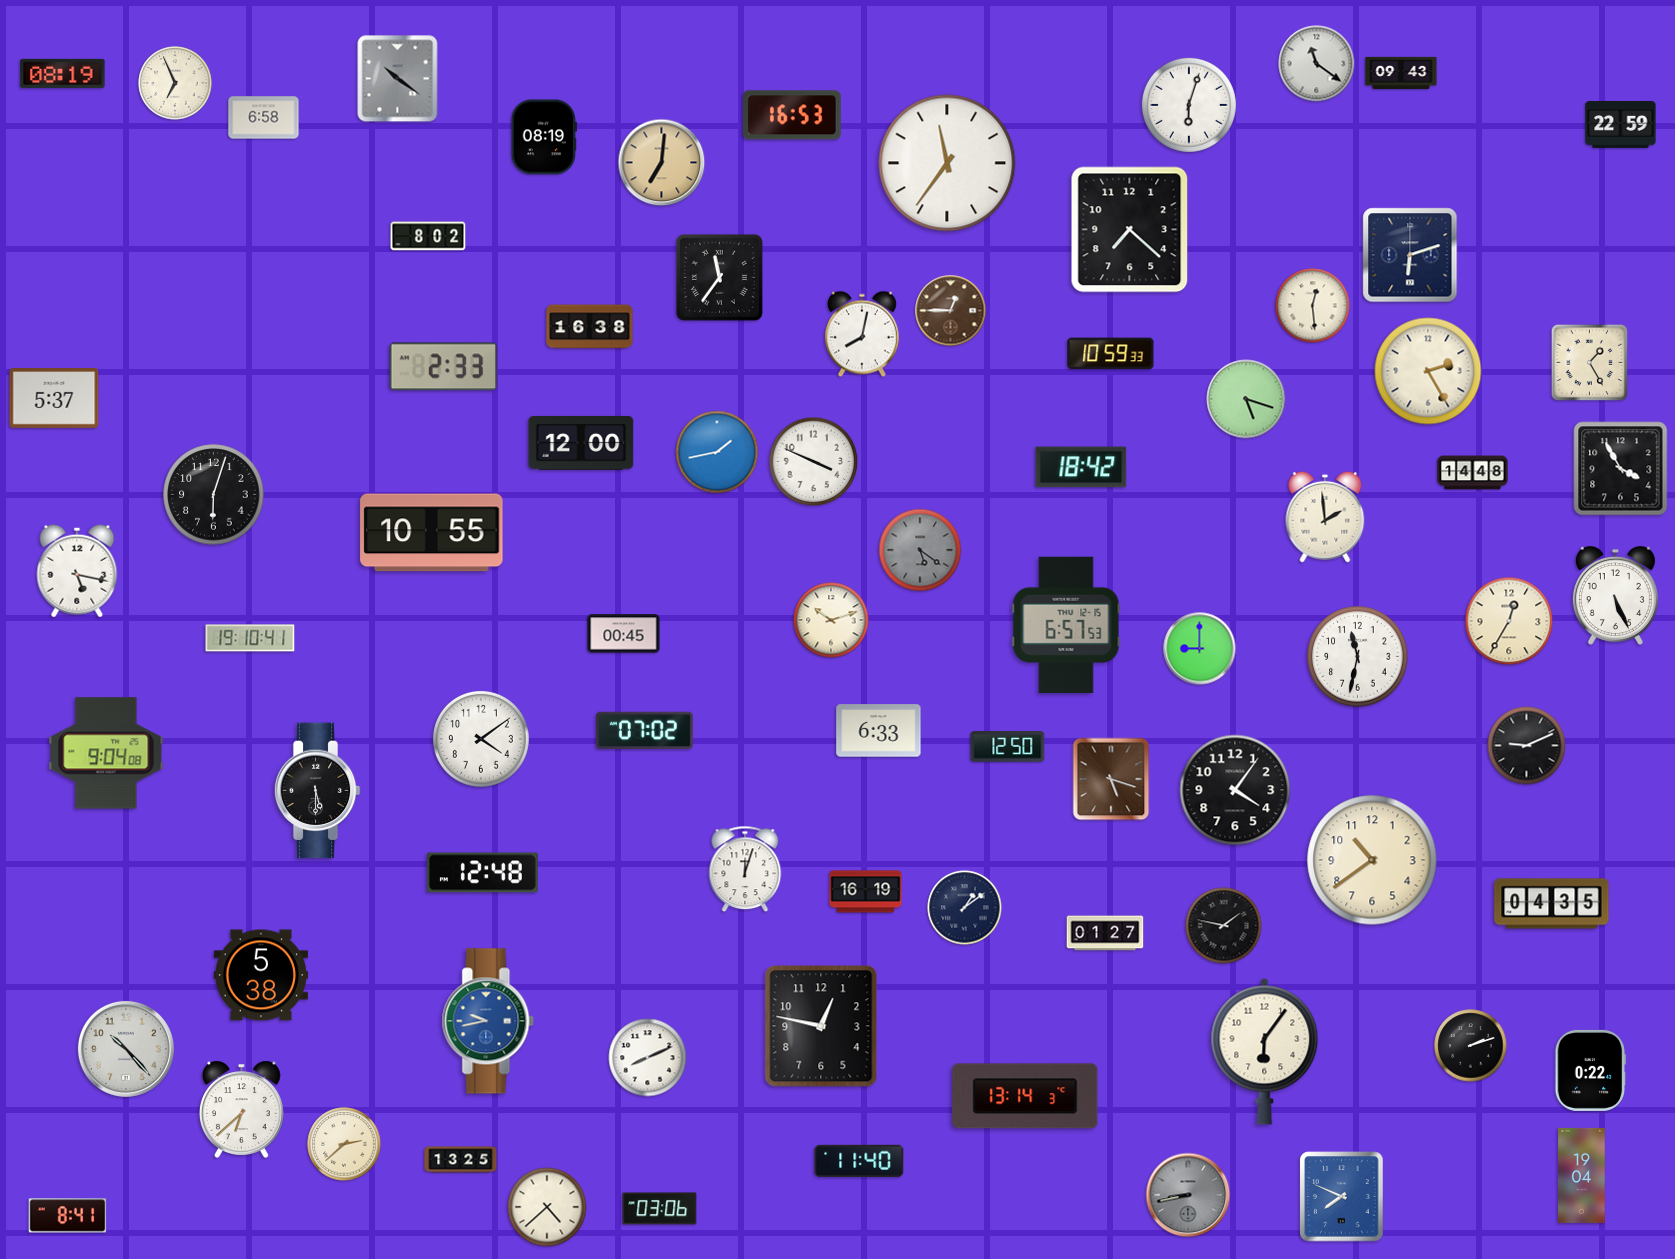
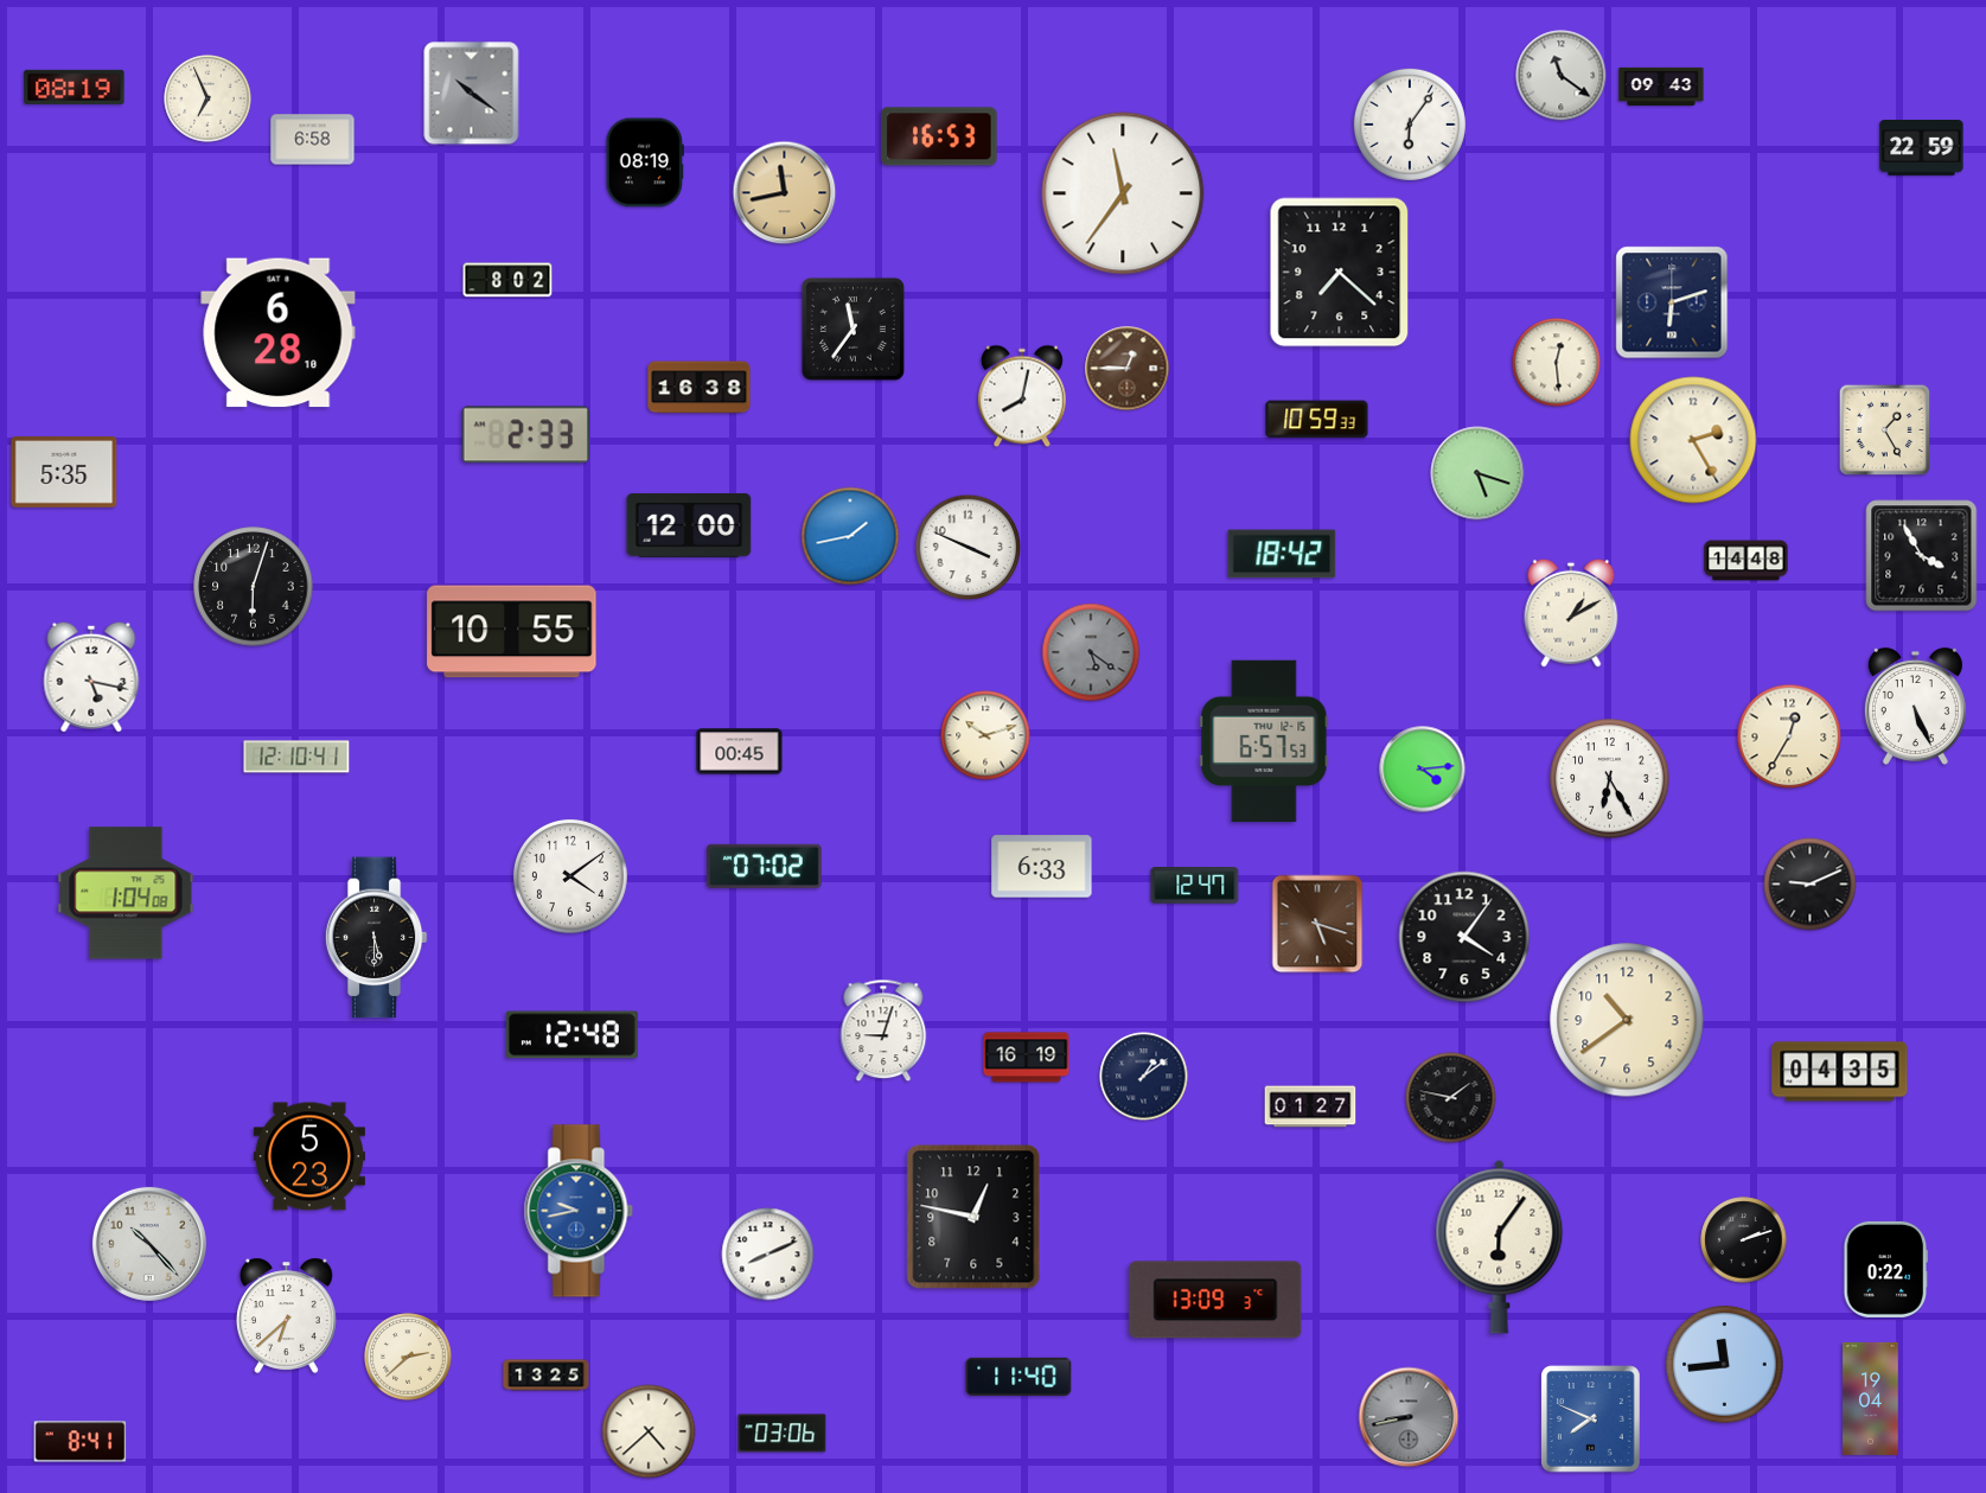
clock at (1189, 105): 6:03 -> 6:06
clock at (662, 163): 7:01 -> 11:43
clock at (279, 333): none -> 6:28
clock at (54, 399): 5:37 -> 5:35
clock at (814, 462) position: (814, 462) -> (969, 548)
clock at (1325, 517): 1:59 -> 1:10
clock at (250, 638): 19:10 -> 12:10
clock at (1200, 649): 9:00 -> 4:14
clock at (1358, 657): 11:32 -> 6:25
clock at (1008, 747): 12:50 -> 12:47
clock at (106, 753): 9:04 -> 1:04
clock at (745, 869): 12:03 -> 9:03
clock at (261, 975): 5:38 -> 5:23
clock at (1025, 1096): 13:14 -> 13:09
clock at (1725, 1365): none -> 11:44
clock at (1582, 1175) position: (1582, 1175) -> (1871, 1398)
